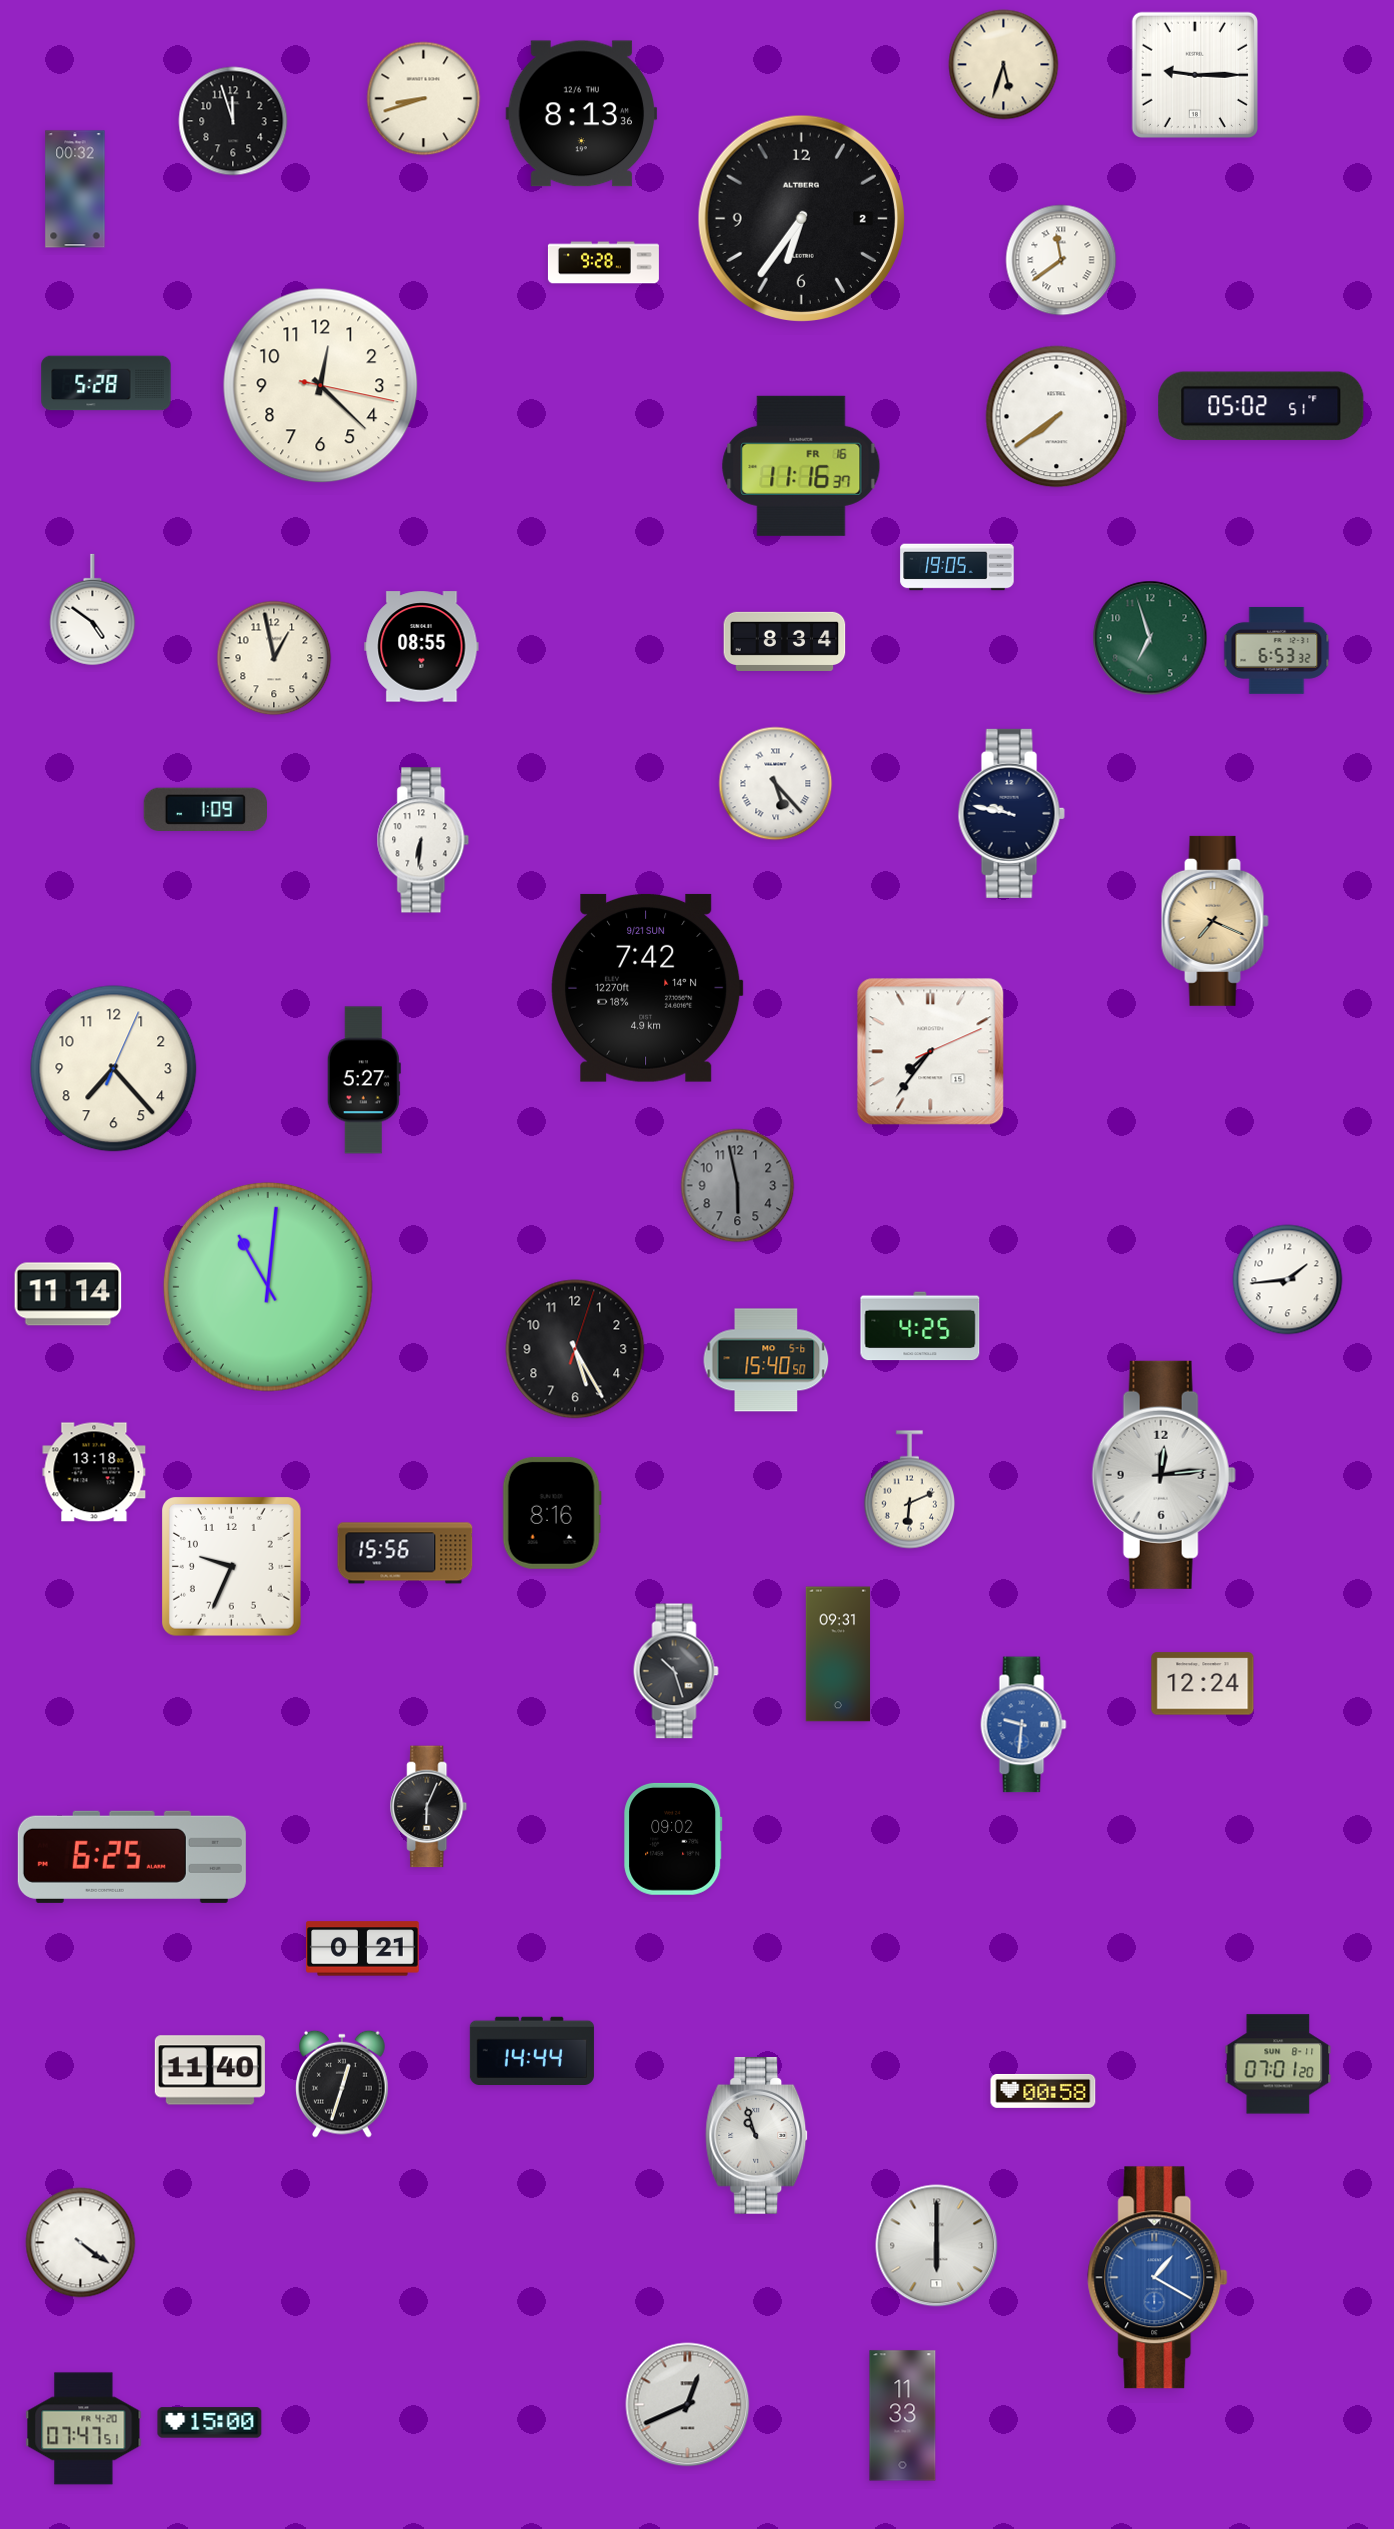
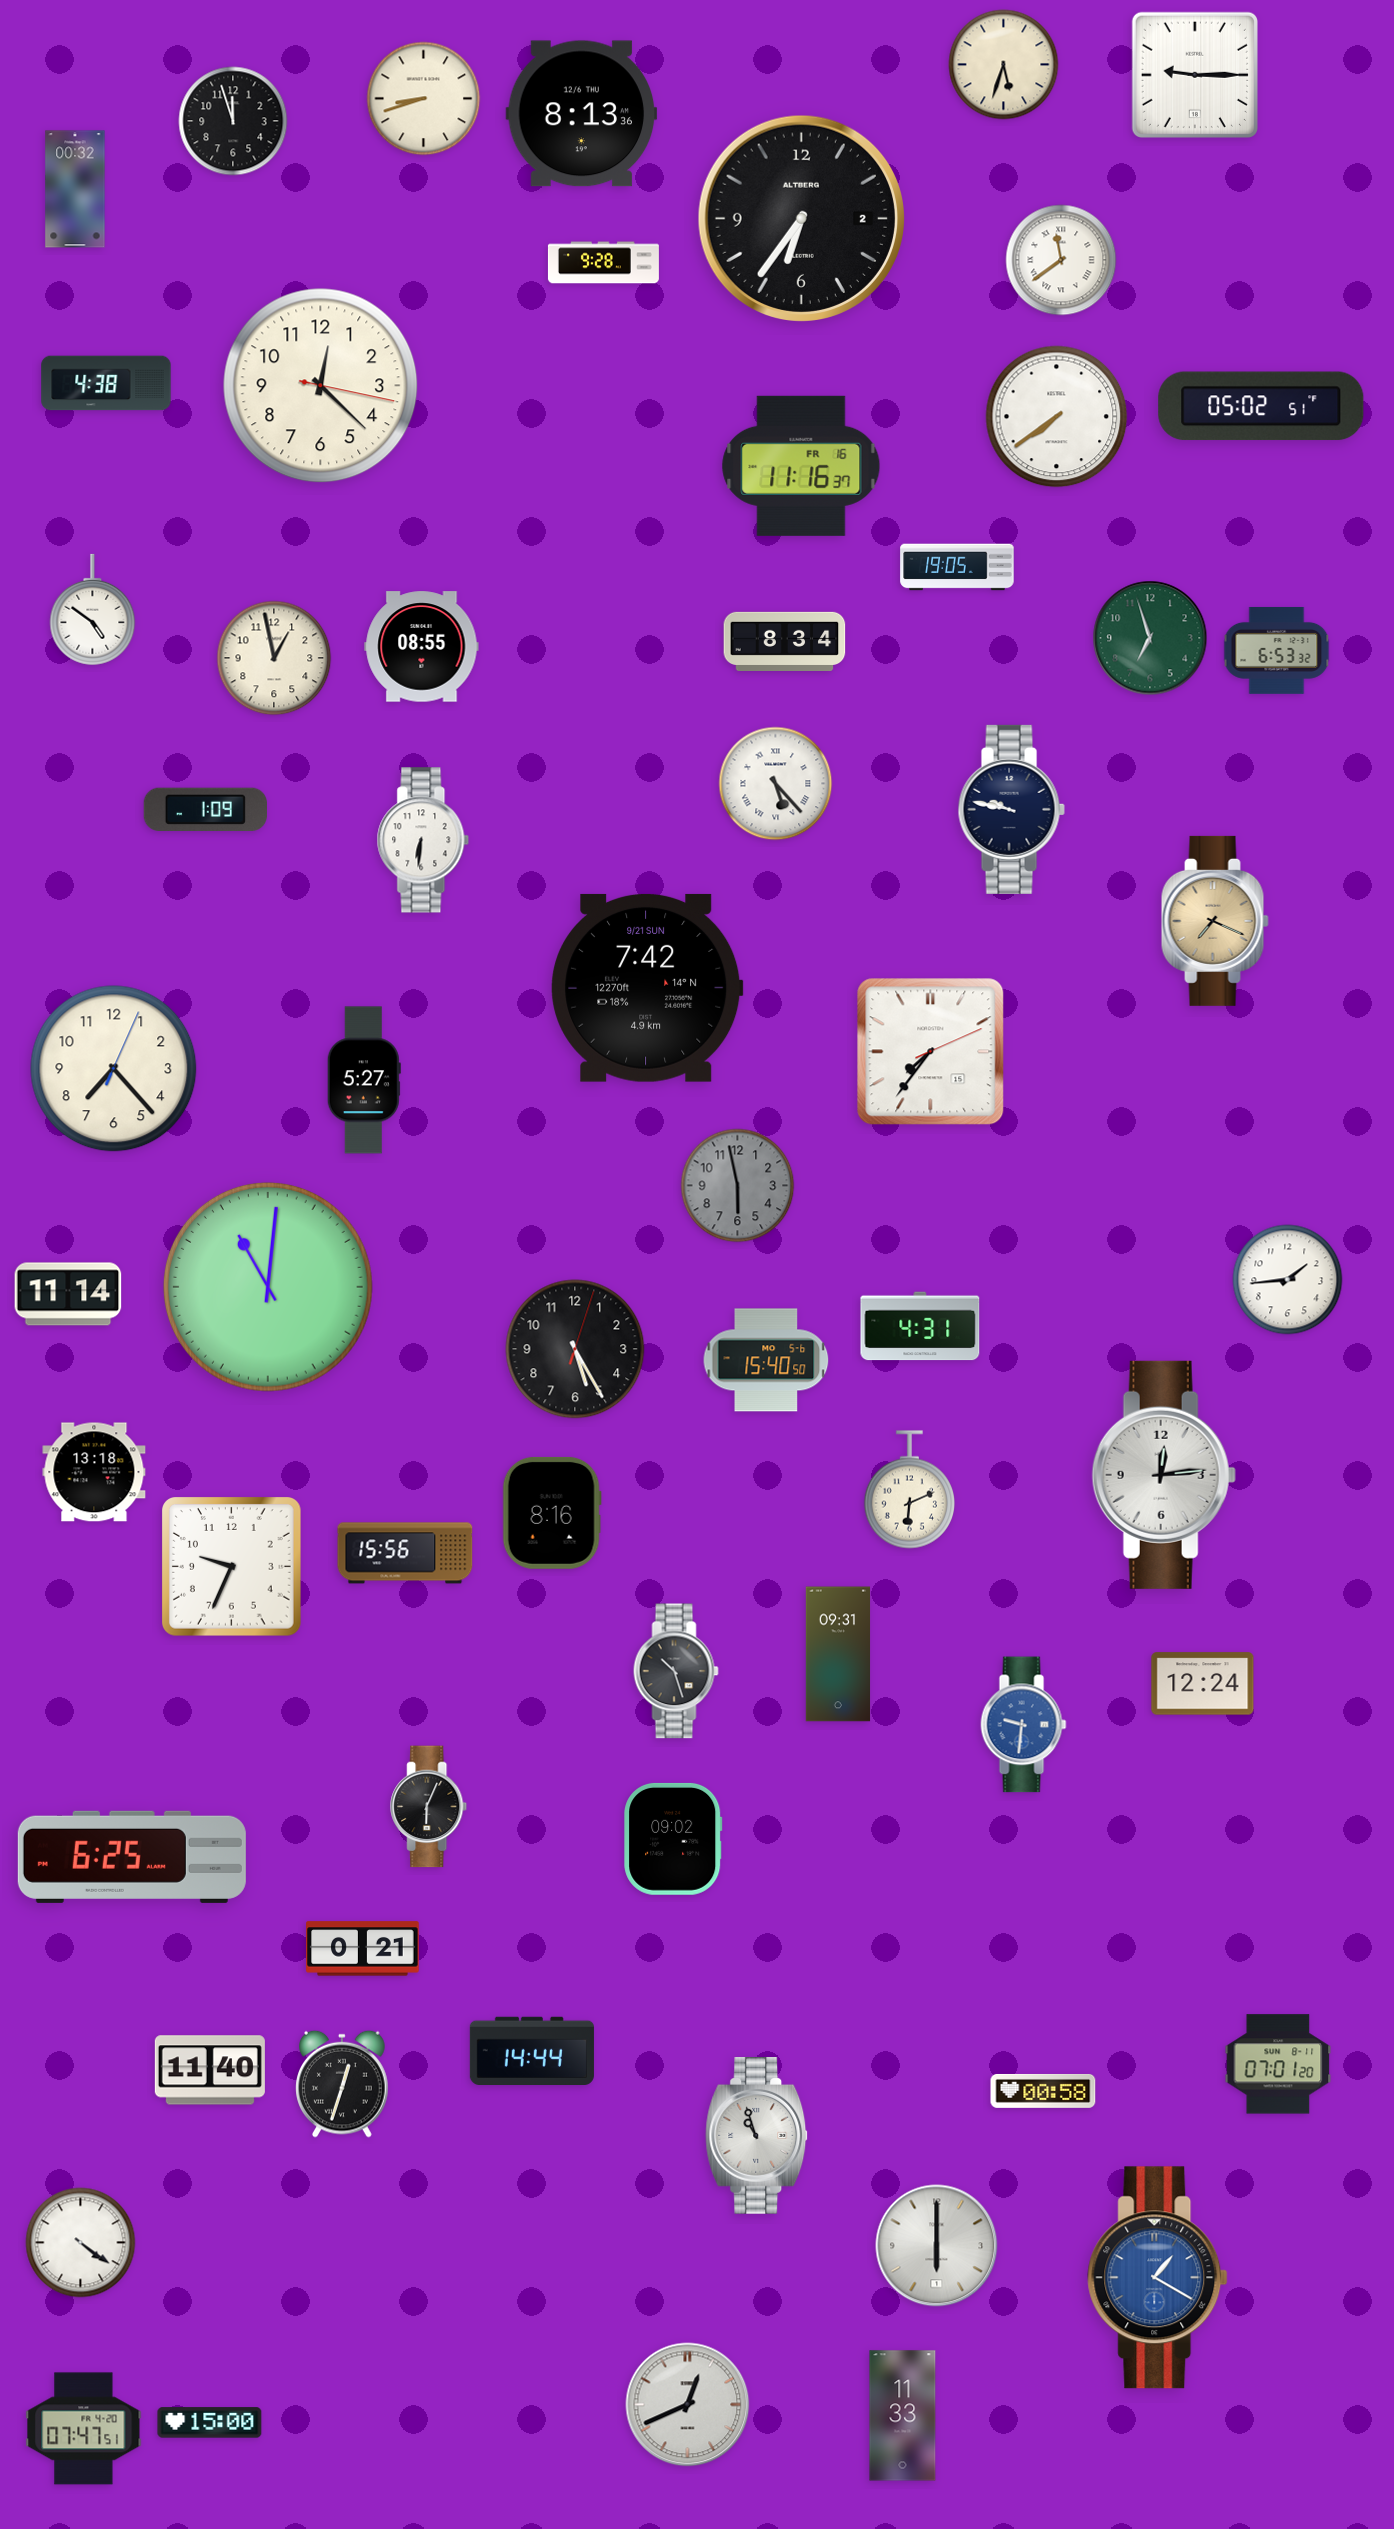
clock at (106, 383): 5:28 -> 4:38
clock at (1011, 813) position: (1011, 813) -> (1011, 809)
clock at (920, 1326): 4:25 -> 4:31
